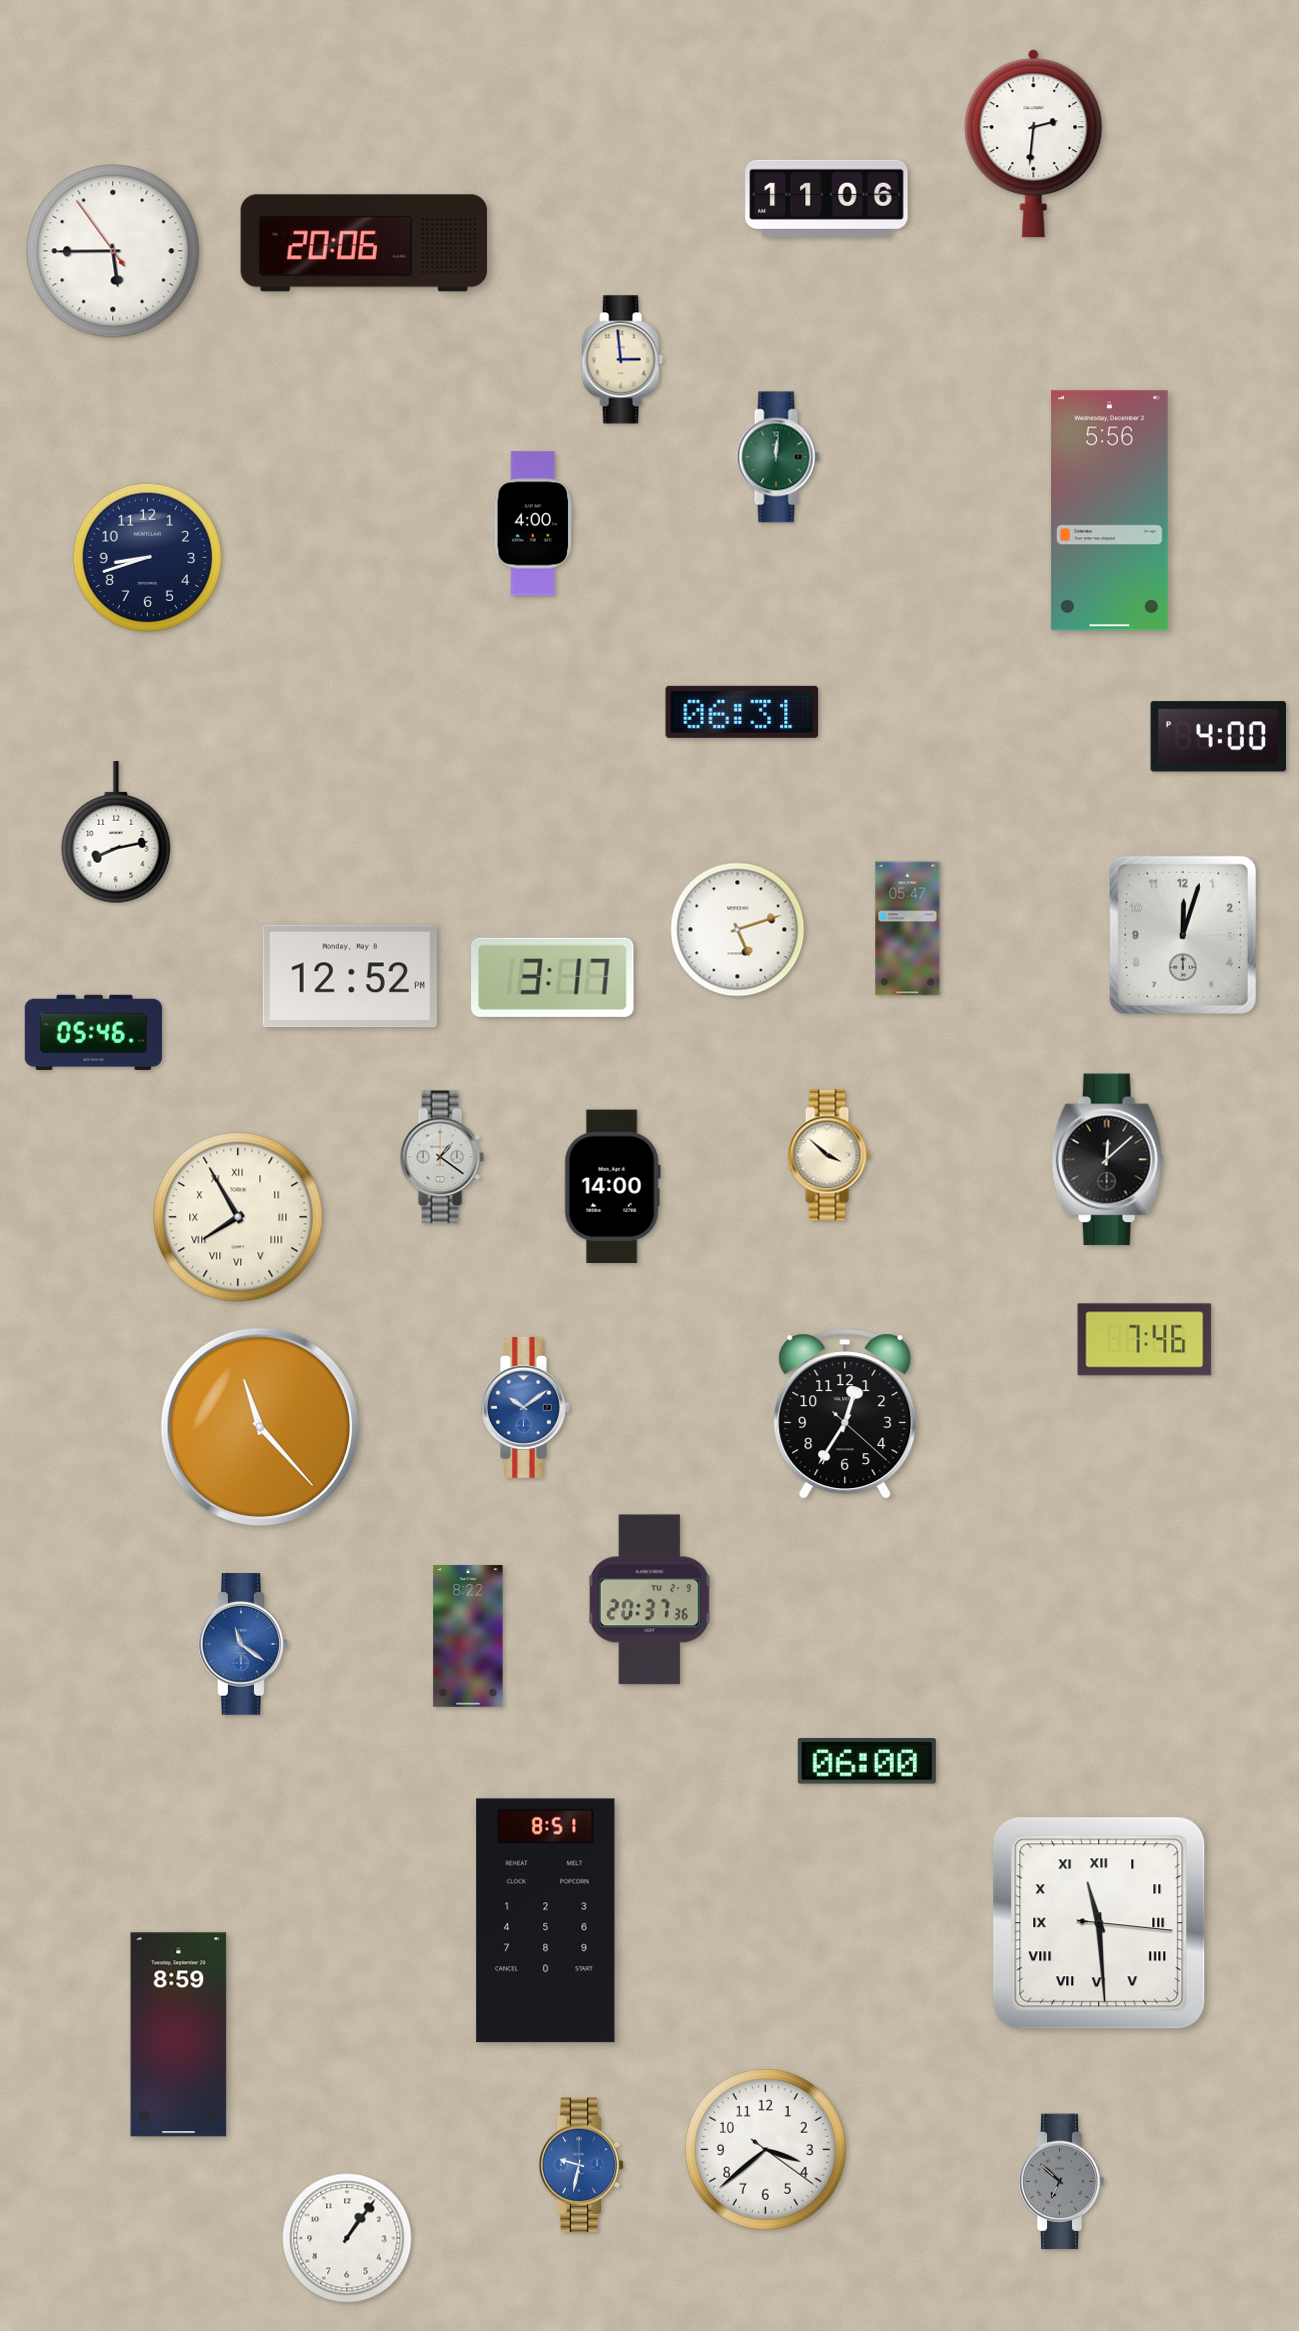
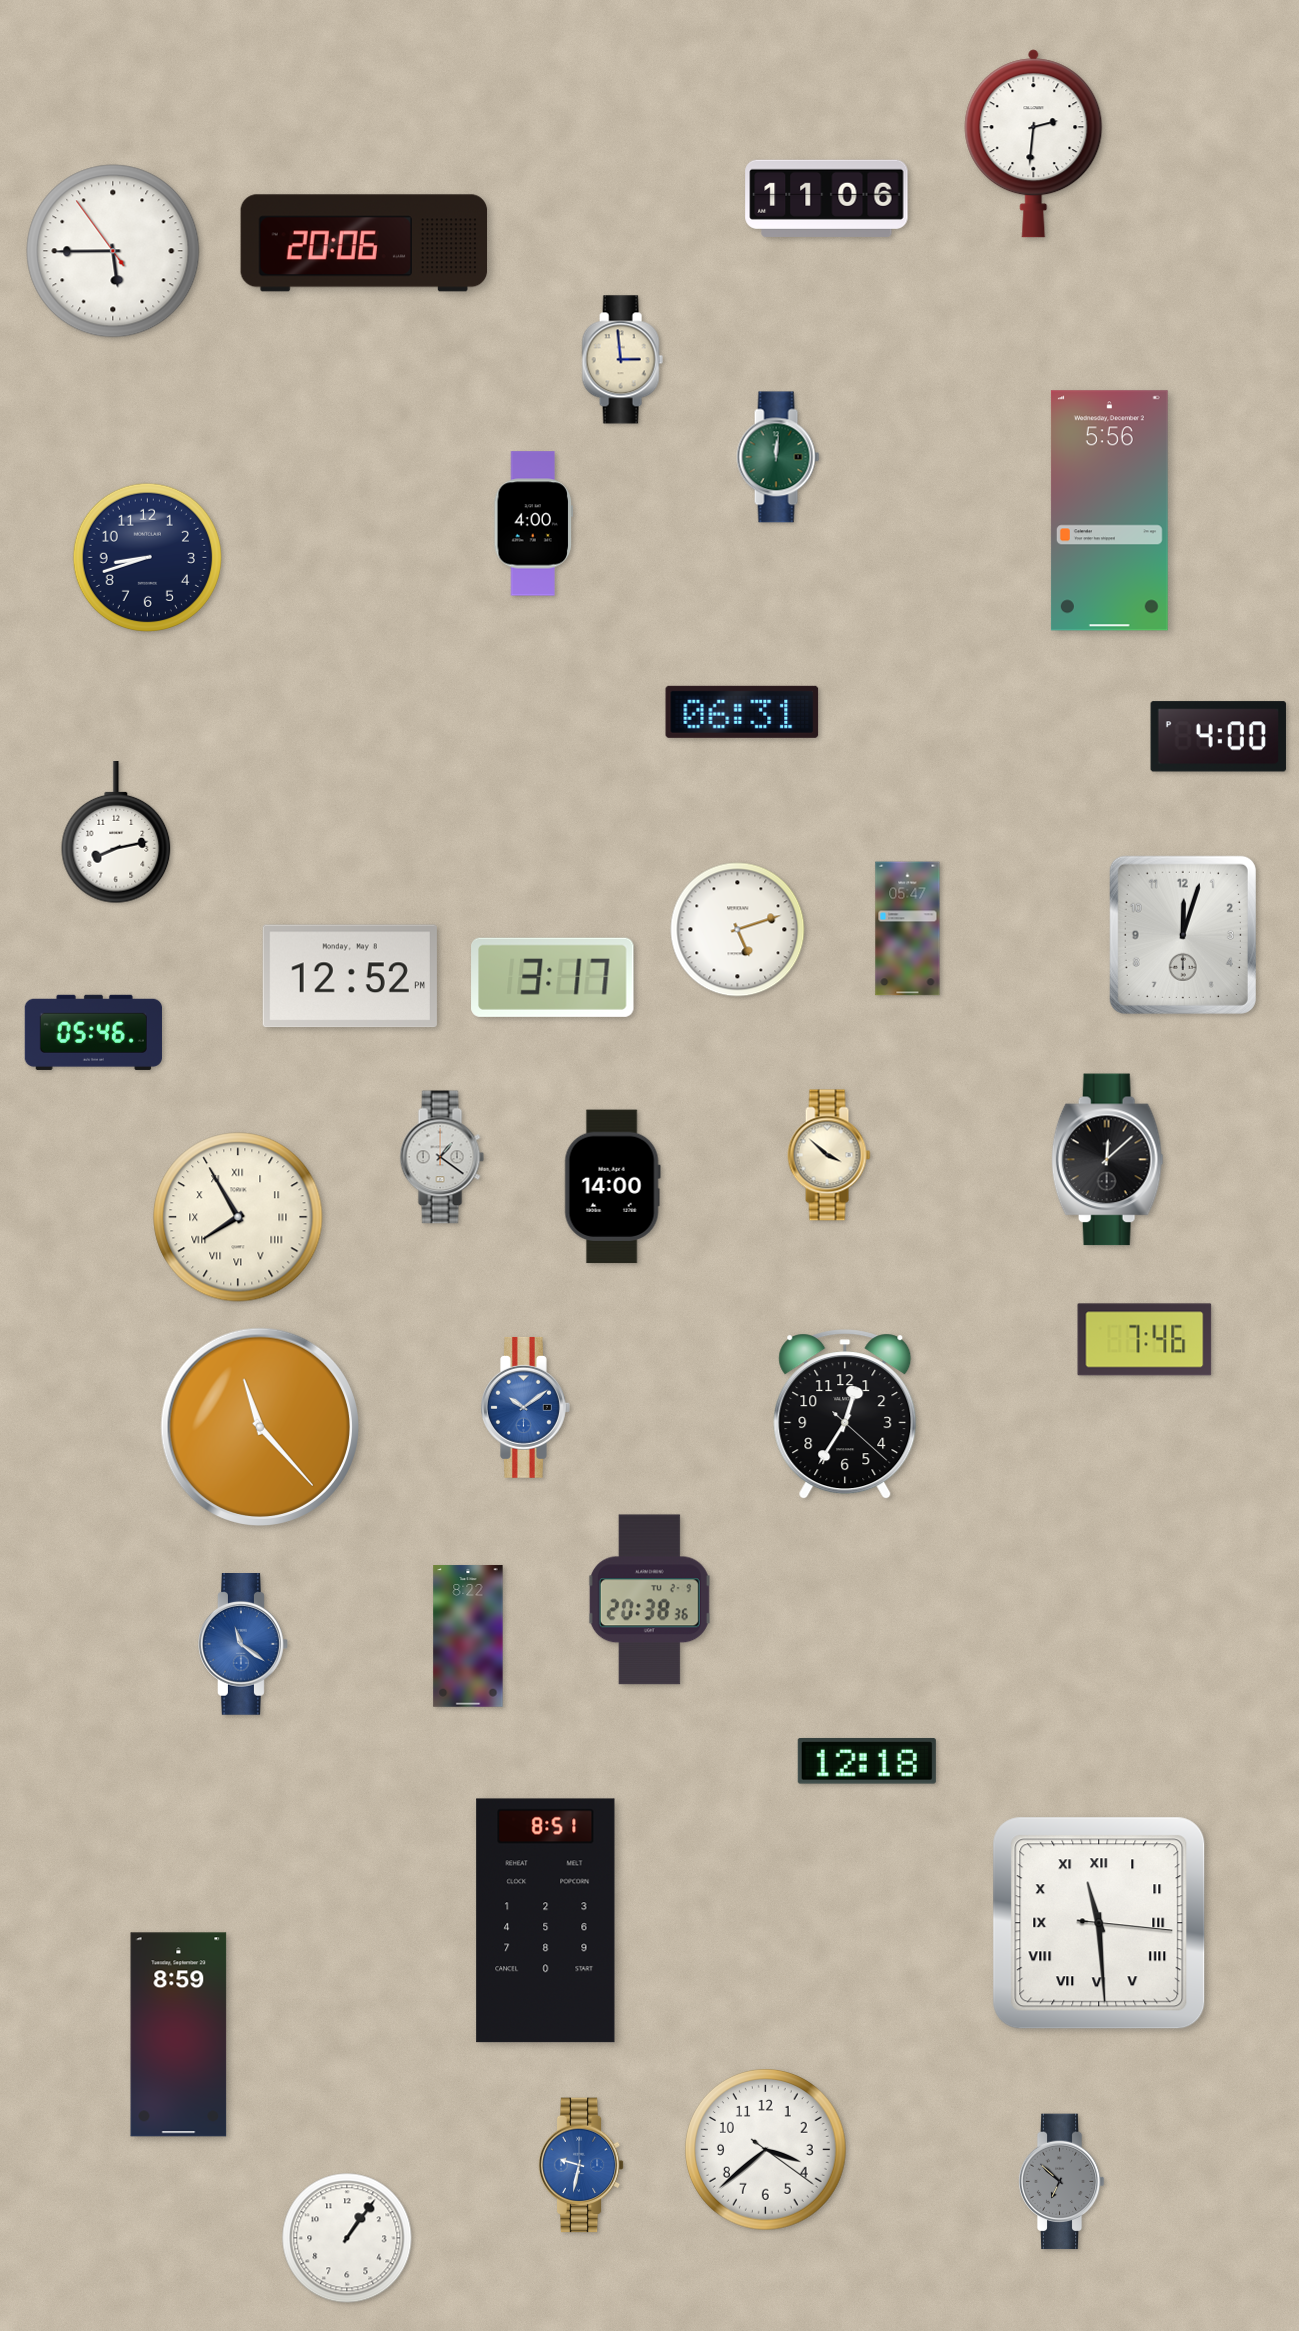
clock at (649, 1600): 20:37 -> 20:38
clock at (867, 1762): 06:00 -> 12:18
